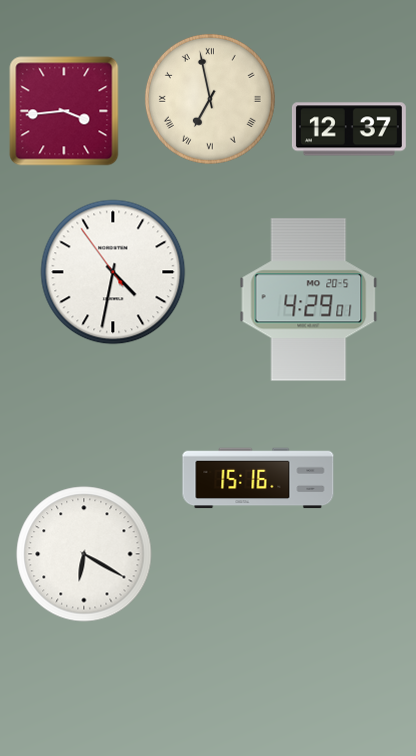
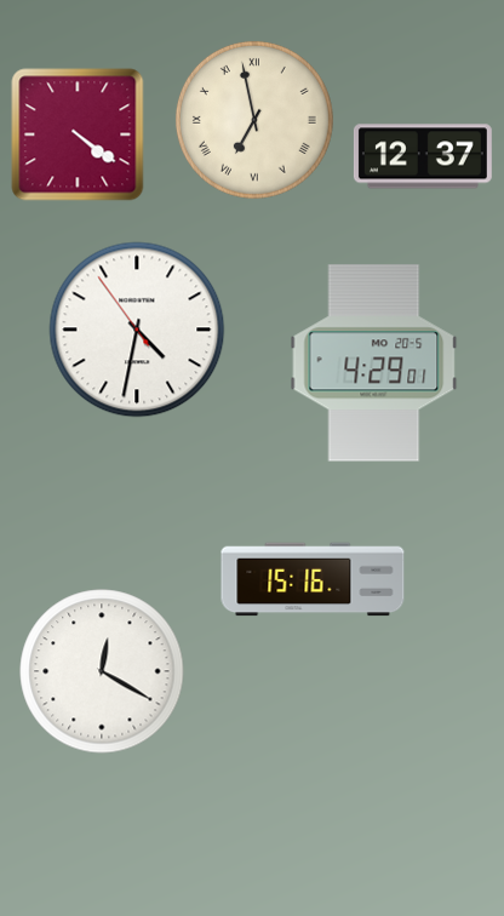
clock at (64, 111): 3:44 -> 4:21
clock at (84, 554): 6:20 -> 12:20
